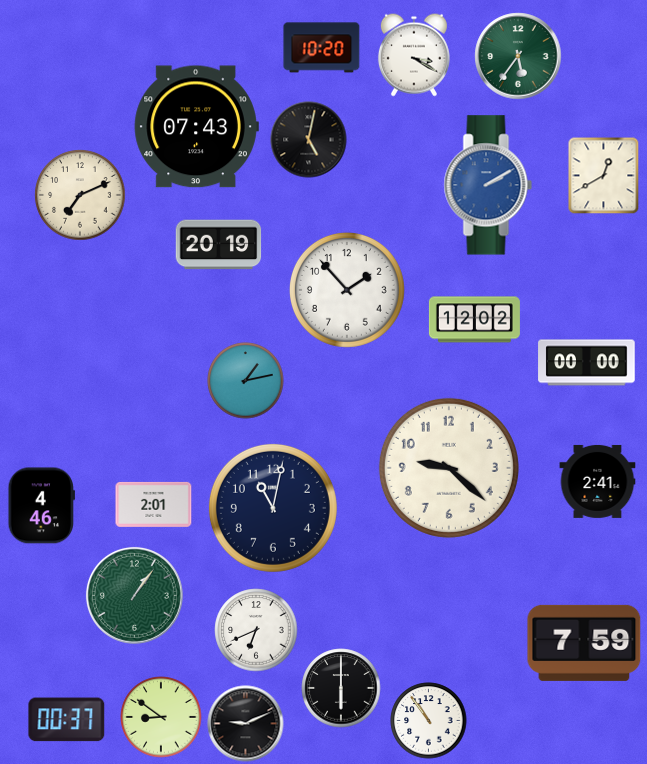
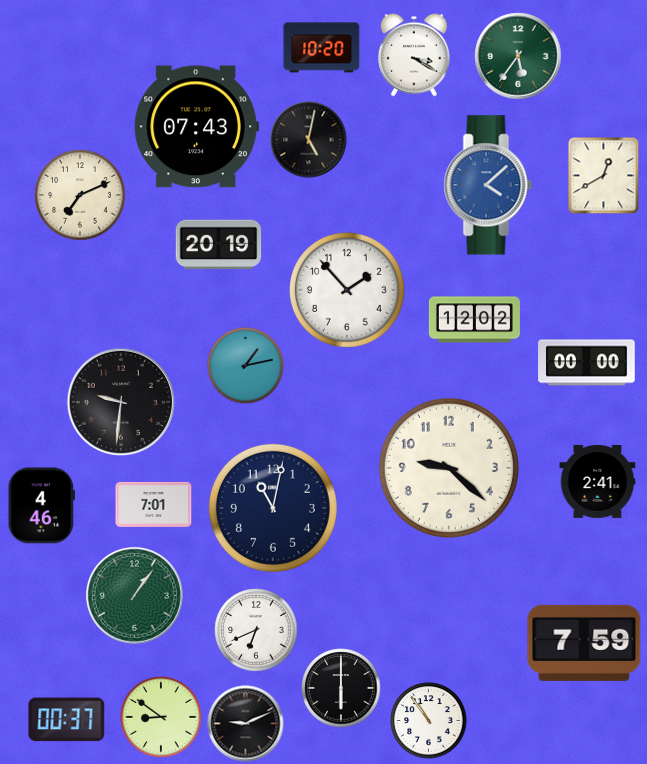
clock at (488, 185): 2:10 -> 4:08
clock at (246, 381) position: (246, 381) -> (246, 366)
clock at (121, 402): none -> 9:31
clock at (154, 504): 2:01 -> 7:01
